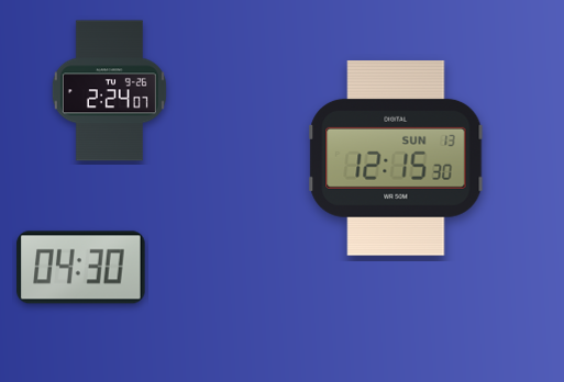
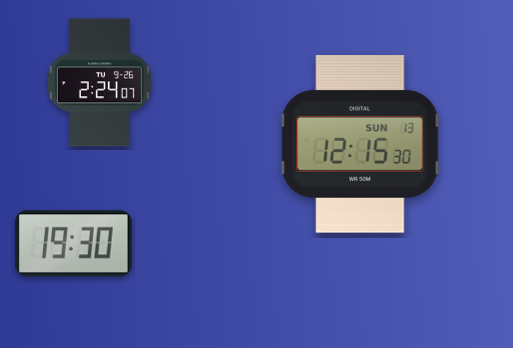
clock at (81, 268): 04:30 -> 19:30
